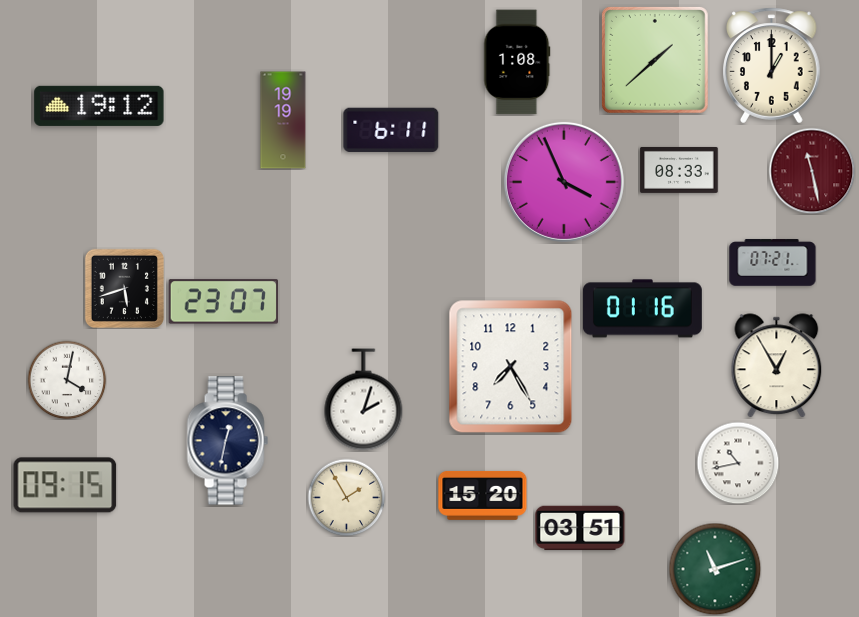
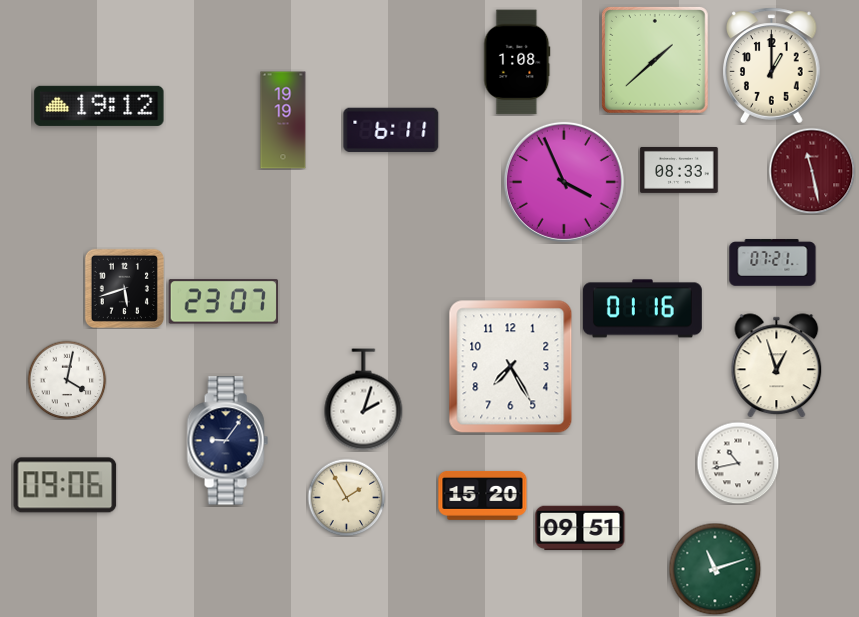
clock at (777, 366): 12:55 -> 12:57
clock at (227, 441): 12:32 -> 9:06
clock at (65, 485): 09:15 -> 09:06
clock at (580, 528): 03:51 -> 09:51
